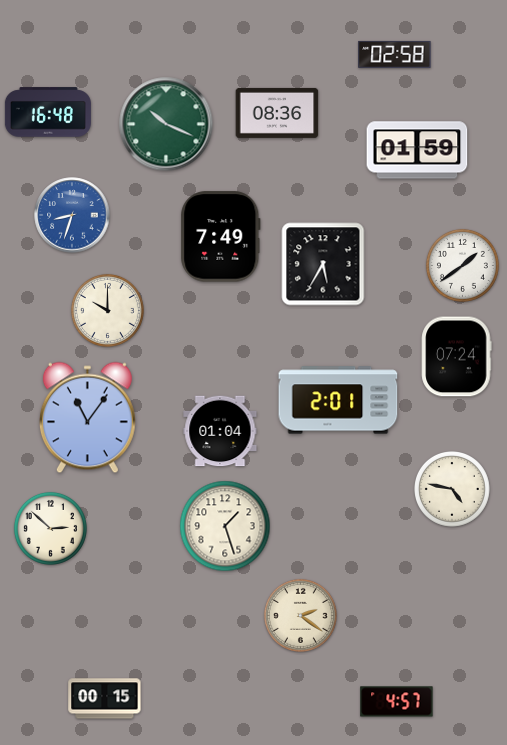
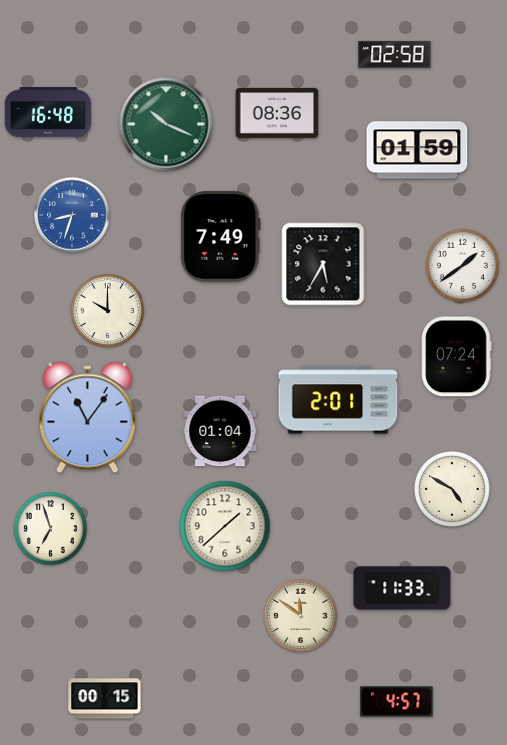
clock at (453, 490): 4:47 -> 4:50
clock at (225, 526): 1:27 -> 1:38
clock at (50, 528): 2:52 -> 6:57
clock at (402, 588): none -> 11:33
clock at (300, 615): 2:21 -> 11:51
